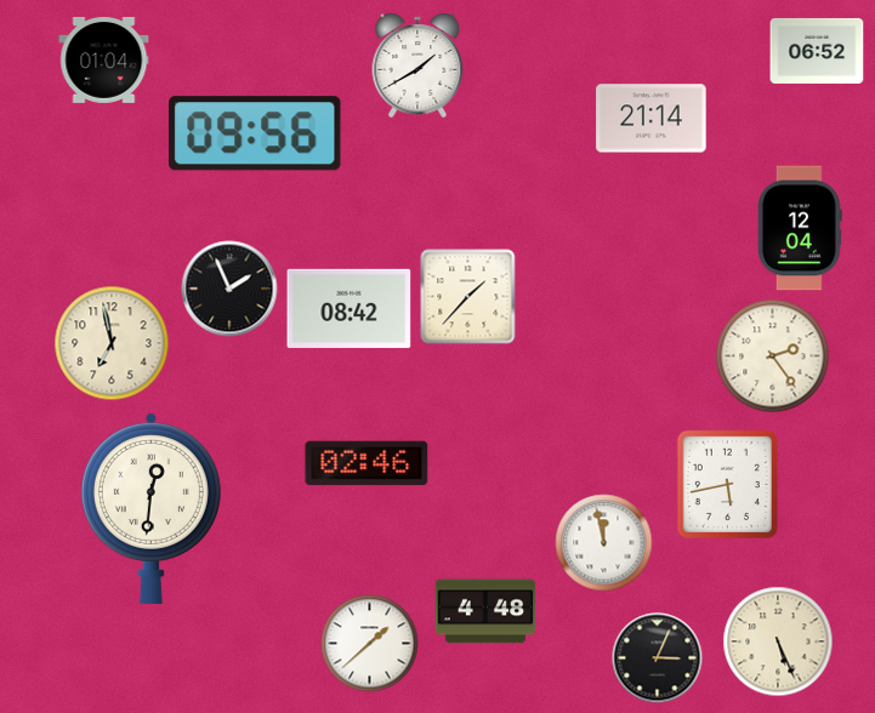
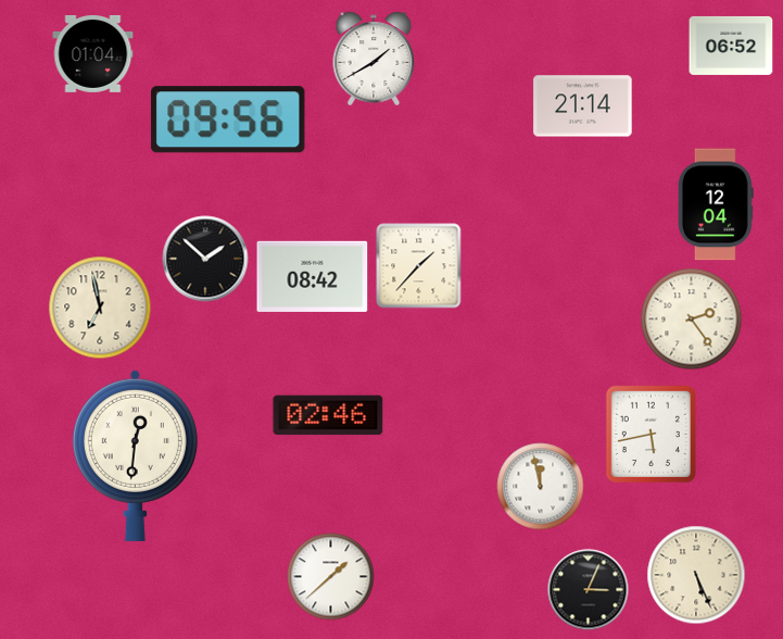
clock at (229, 289): 1:56 -> 1:52
clock at (485, 611): 4:48 -> none
